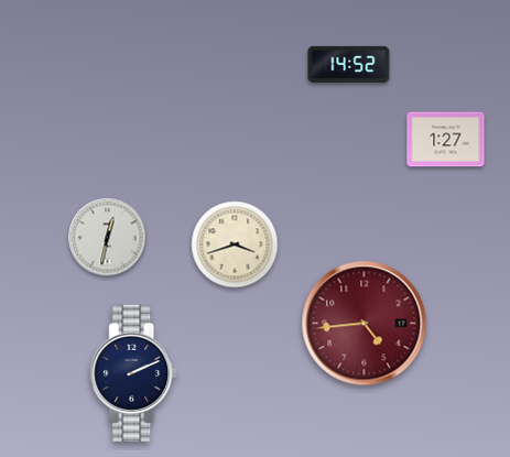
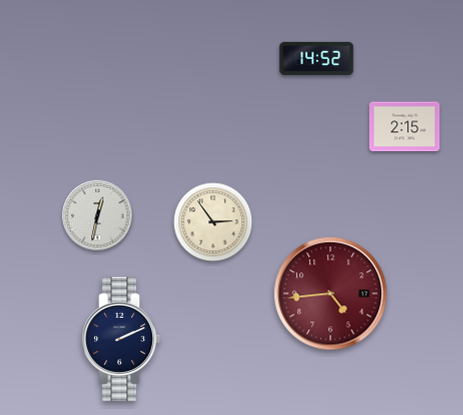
clock at (446, 140): 1:27 -> 2:15
clock at (235, 244): 3:42 -> 2:54
